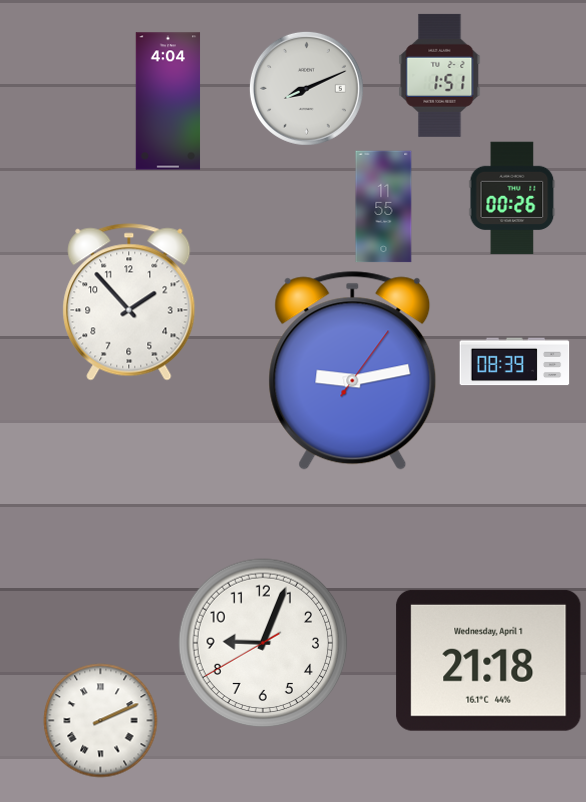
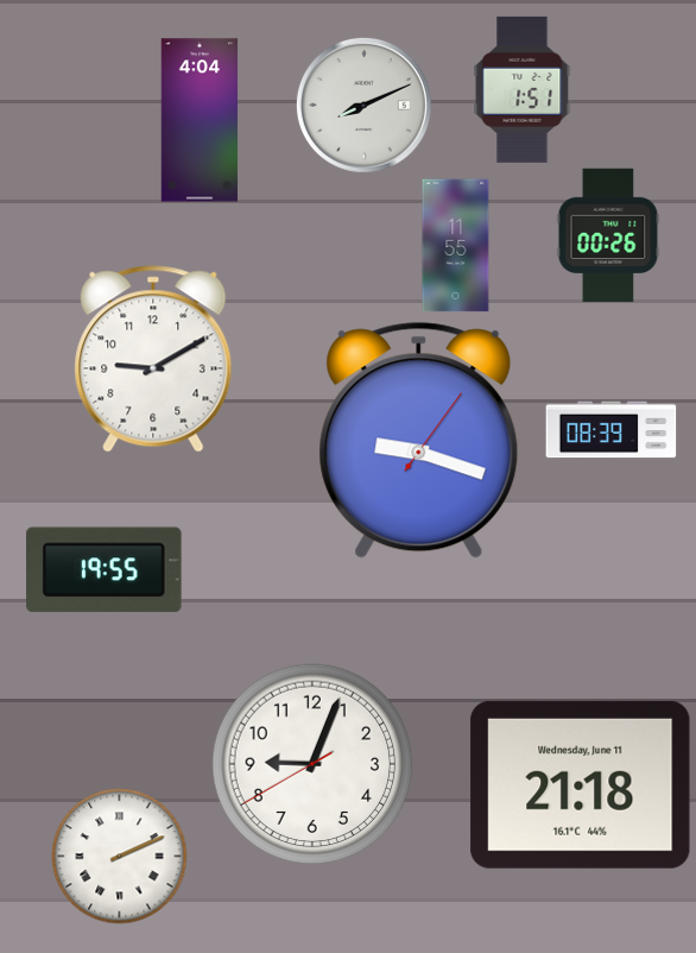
clock at (129, 302): 1:53 -> 9:10
clock at (353, 370): 9:13 -> 9:18
clock at (105, 570): none -> 19:55
clock at (489, 660) date: Wednesday, April 1 -> Wednesday, June 11
